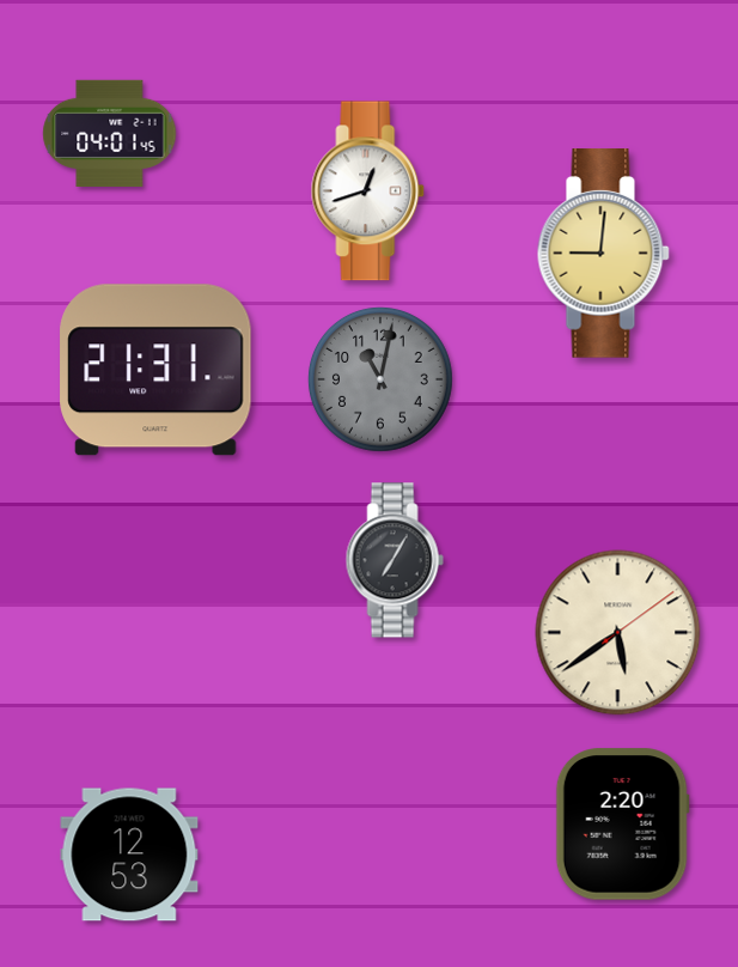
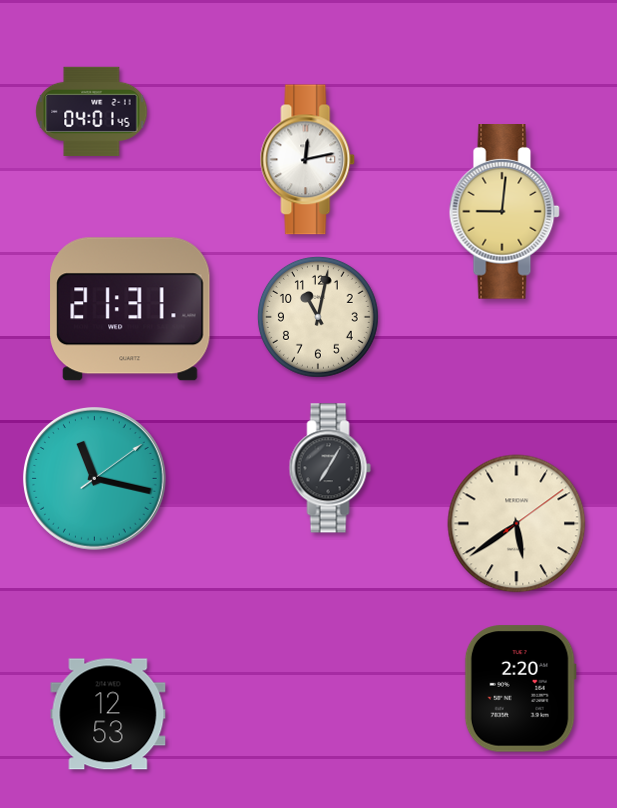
clock at (368, 191): 12:42 -> 12:13
clock at (382, 381) dial: grey -> cream
clock at (95, 479): none -> 11:17
clock at (618, 633) position: (618, 633) -> (517, 524)
